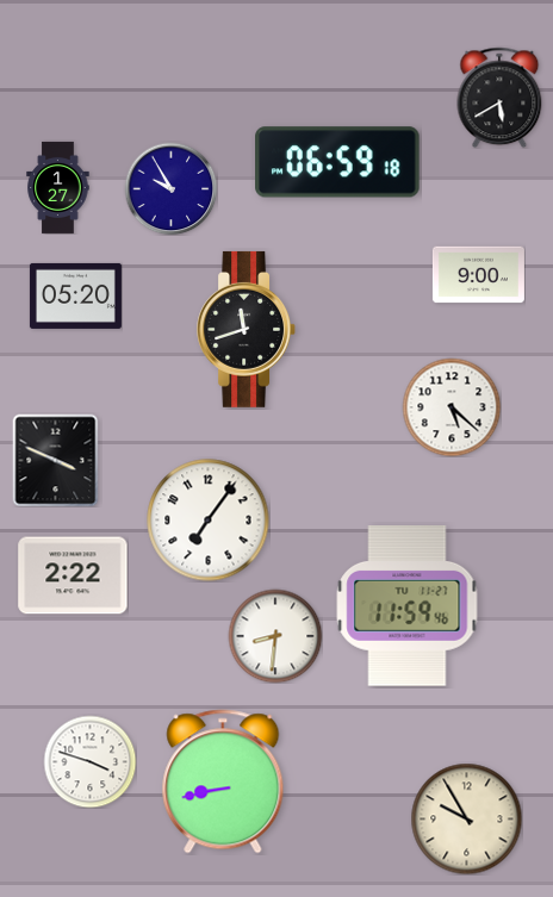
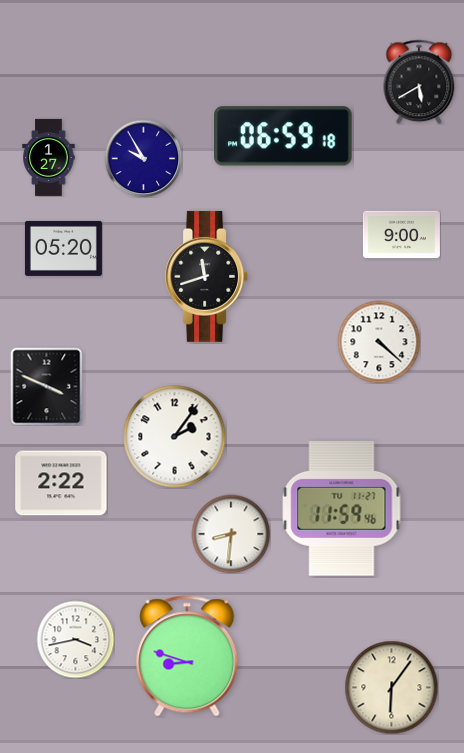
clock at (478, 275) position: (478, 275) -> (401, 235)
clock at (452, 407): 5:22 -> 4:22
clock at (209, 521): 7:06 -> 2:06
clock at (89, 761): 3:48 -> 3:43
clock at (223, 781): 8:43 -> 8:48
clock at (466, 818): 9:55 -> 6:06
